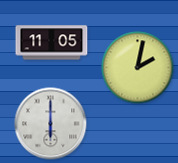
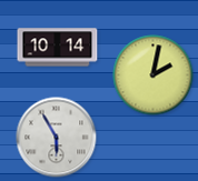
clock at (52, 43): 11:05 -> 10:14
clock at (51, 124): 6:00 -> 5:55
